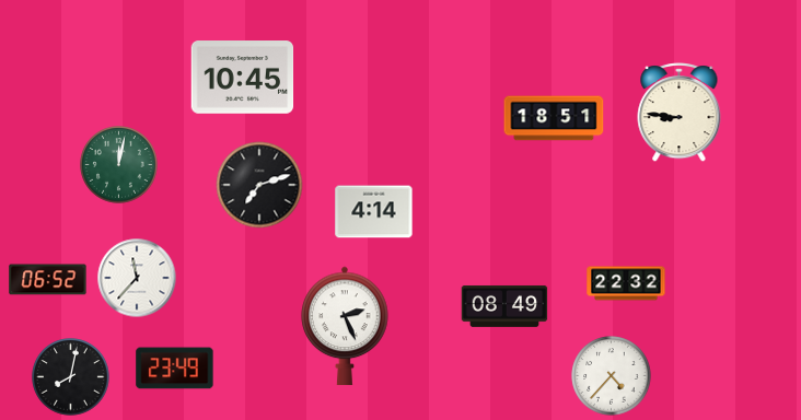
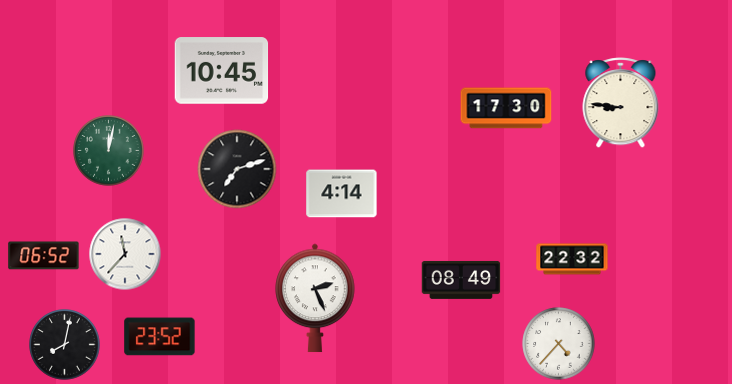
clock at (554, 118): 18:51 -> 17:30
clock at (175, 369): 23:49 -> 23:52
